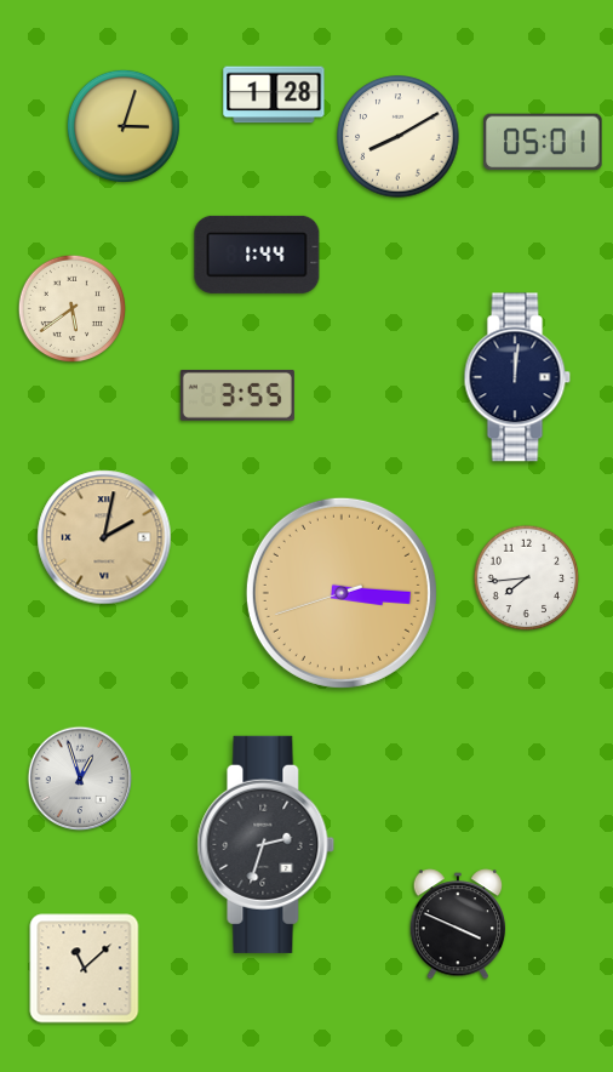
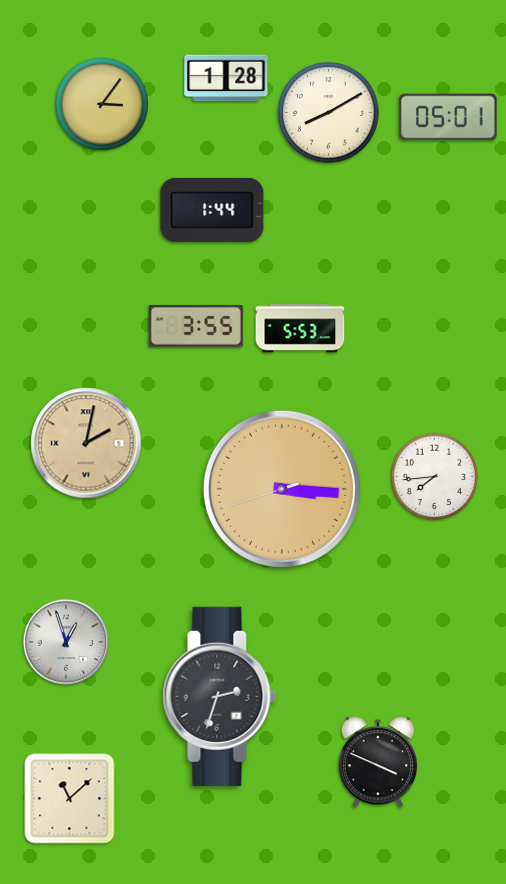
clock at (124, 126): 3:03 -> 3:06
clock at (73, 309): 5:39 -> none
clock at (517, 377): 12:01 -> none
clock at (300, 328): none -> 5:53
